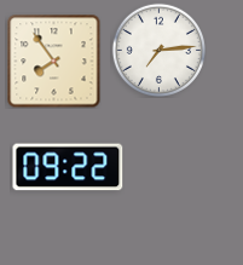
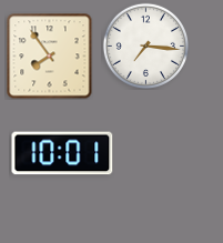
clock at (158, 50): 7:14 -> 7:16
clock at (68, 167): 09:22 -> 10:01
